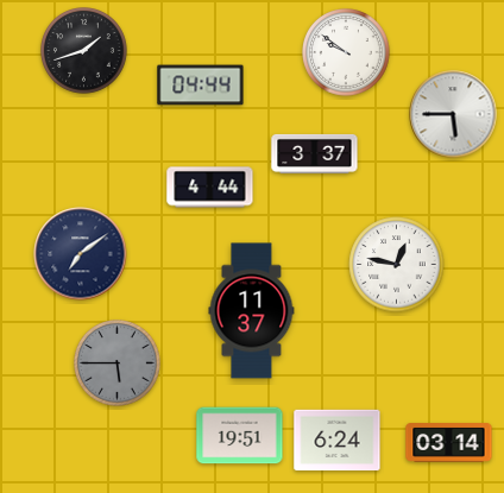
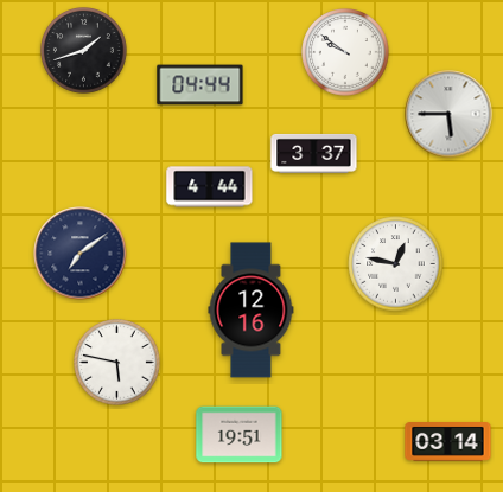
clock at (453, 114) position: (453, 114) -> (448, 114)
clock at (252, 311): 11:37 -> 12:16
clock at (118, 364): 5:45 -> 5:47
clock at (118, 364) dial: grey -> white
clock at (338, 441): 6:24 -> none
